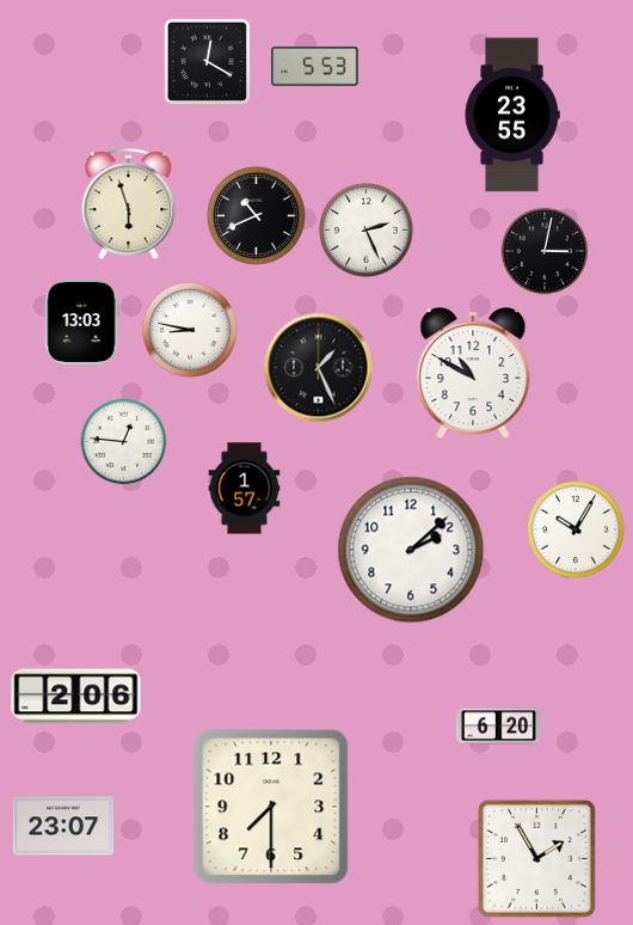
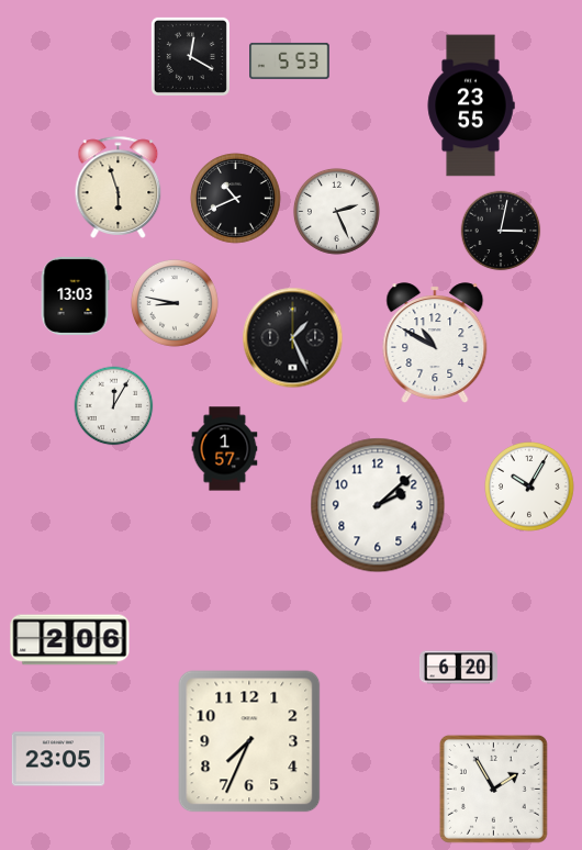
clock at (124, 442): 12:46 -> 12:05
clock at (271, 807): 7:30 -> 7:34
clock at (63, 826): 23:07 -> 23:05
